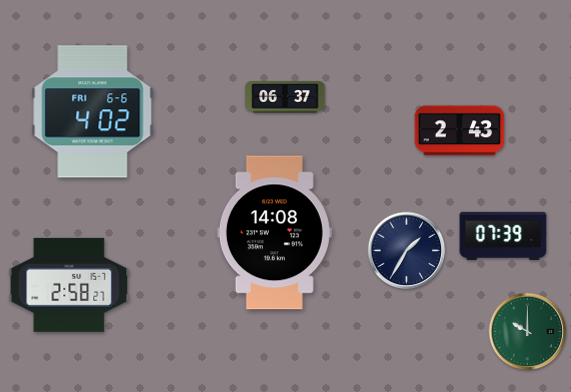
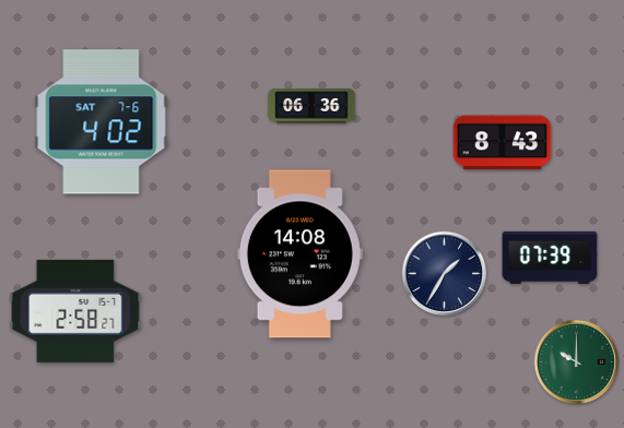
clock at (285, 97): 06:37 -> 06:36
clock at (93, 112) date: FRI 6-6 -> SAT 7-6
clock at (460, 131): 2:43 -> 8:43
